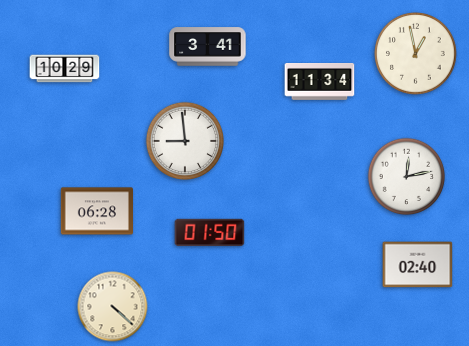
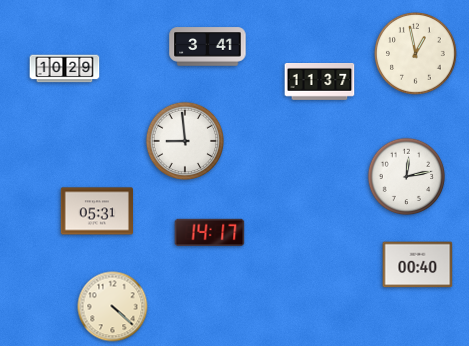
clock at (320, 82): 11:34 -> 11:37
clock at (96, 211): 06:28 -> 05:31
clock at (210, 233): 01:50 -> 14:17
clock at (418, 265): 02:40 -> 00:40
